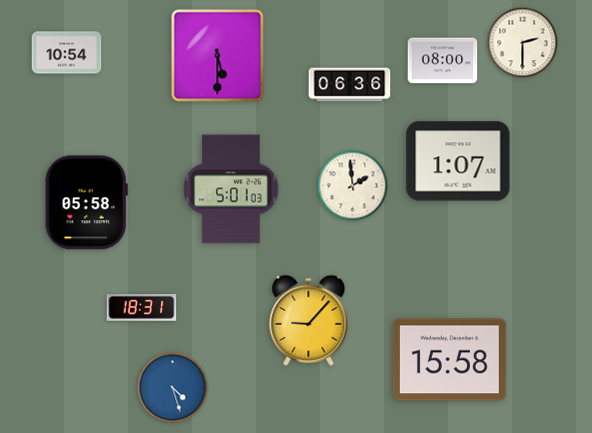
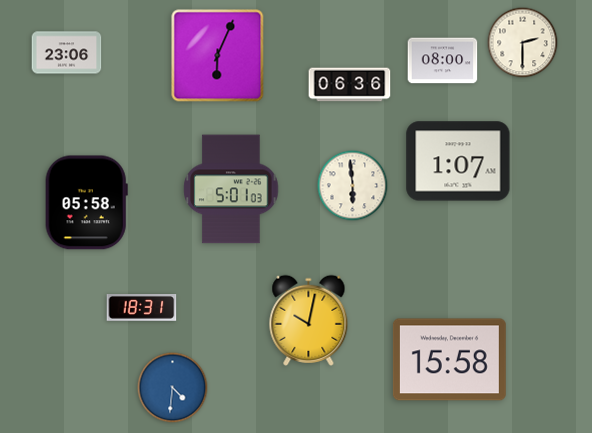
clock at (67, 53): 10:54 -> 23:06
clock at (218, 56): 5:30 -> 6:04
clock at (353, 186): 1:59 -> 5:59
clock at (309, 320): 9:07 -> 10:02
clock at (173, 388): 4:27 -> 4:31
